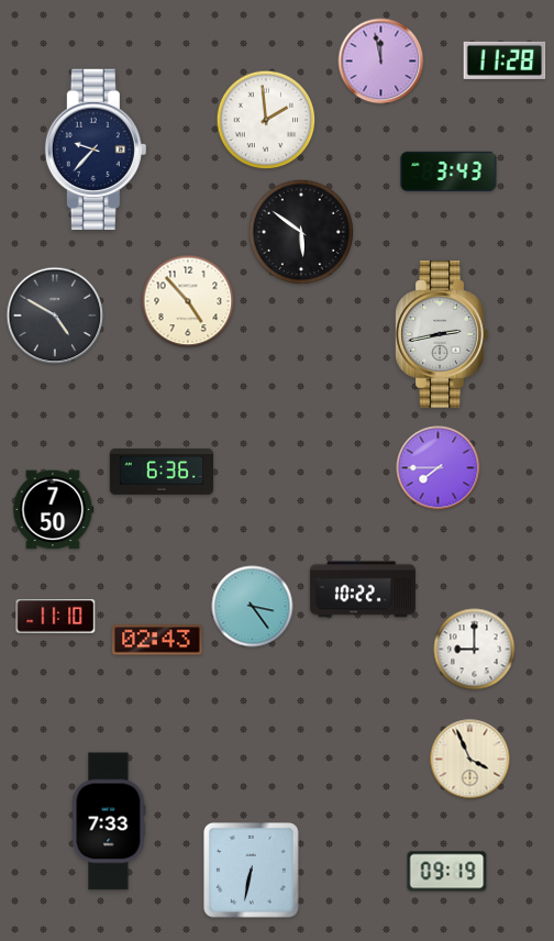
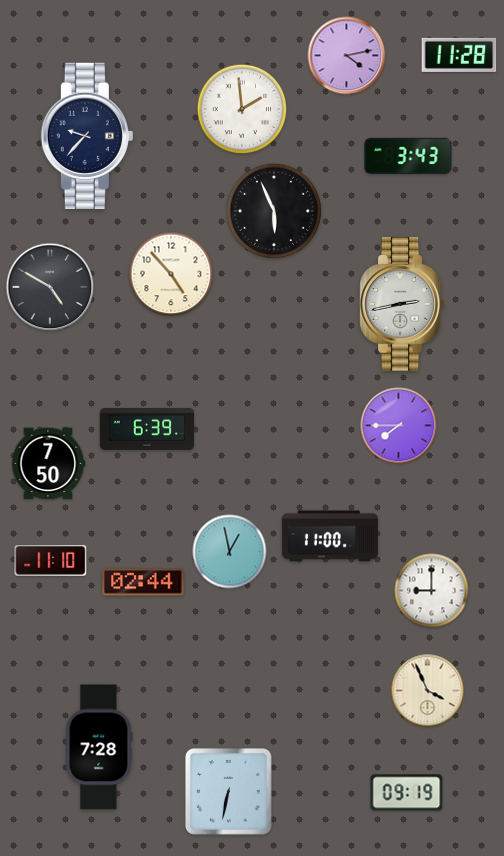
clock at (381, 62): 11:58 -> 4:13
clock at (301, 232): 5:51 -> 5:56
clock at (162, 472): 6:36 -> 6:39
clock at (363, 589): 10:22 -> 11:00
clock at (253, 607): 3:24 -> 12:58
clock at (157, 640): 02:43 -> 02:44
clock at (109, 821): 7:33 -> 7:28
